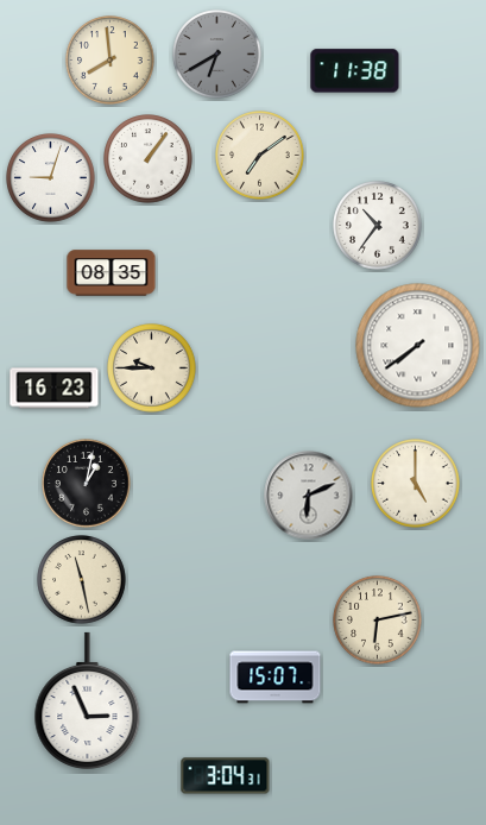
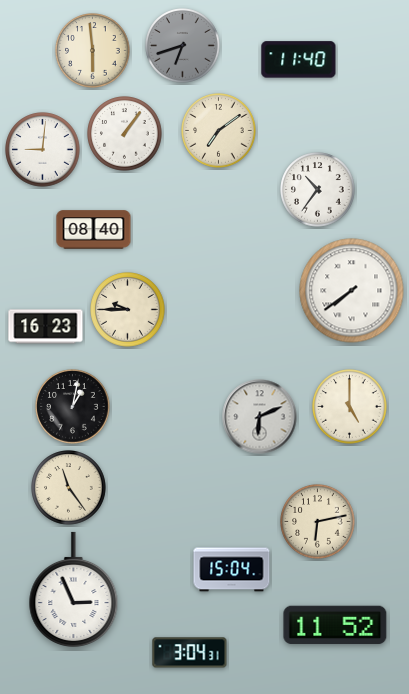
clock at (217, 55): 6:40 -> 6:42
clock at (111, 61): 7:59 -> 5:59
clock at (355, 71): 11:38 -> 11:40
clock at (51, 178): 9:03 -> 9:01
clock at (112, 273): 08:35 -> 08:40
clock at (82, 580): 11:28 -> 11:24
clock at (276, 678): 15:07 -> 15:04
clock at (335, 625): none -> 11:52
